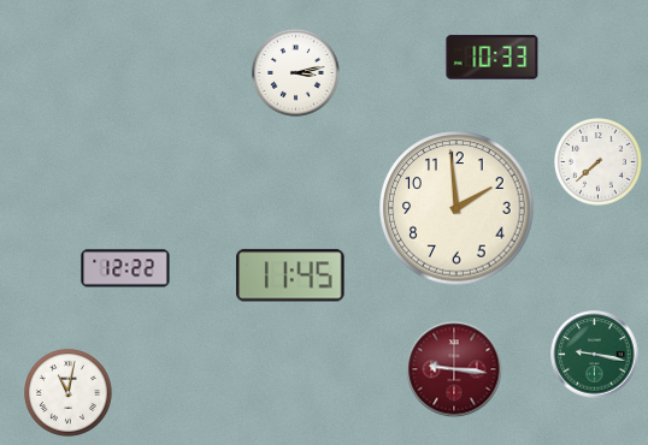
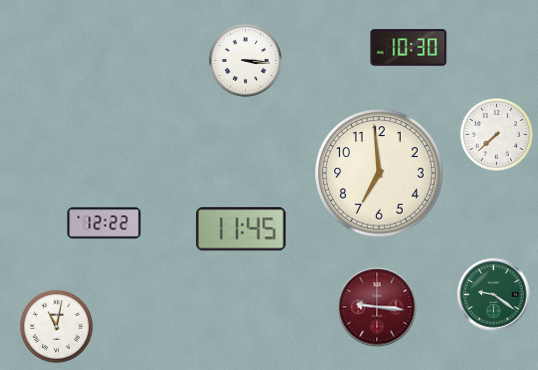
clock at (493, 58): 10:33 -> 10:30
clock at (295, 72): 3:13 -> 3:16
clock at (456, 208): 1:59 -> 6:59
clock at (595, 355): 9:17 -> 9:21
